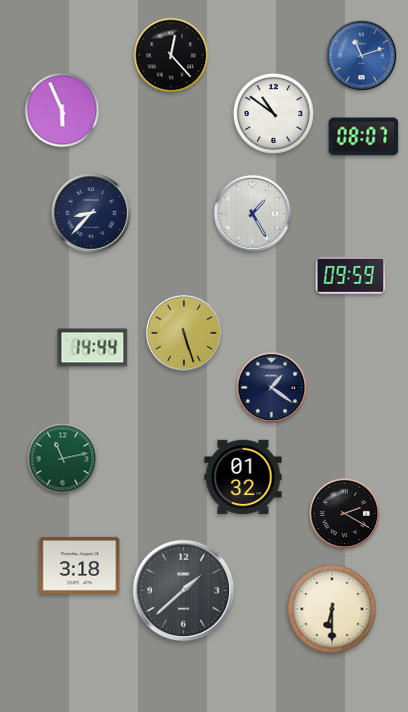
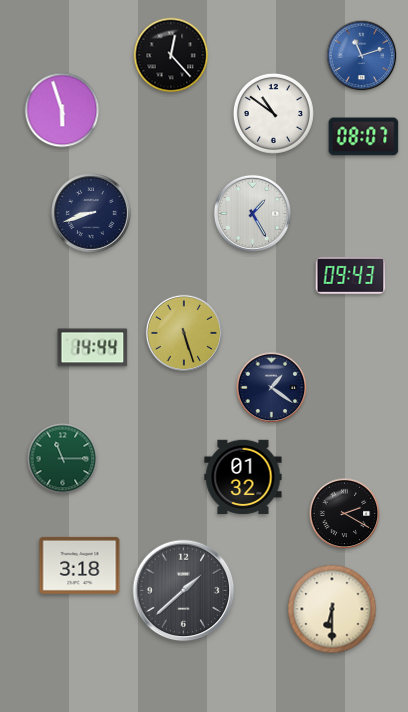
clock at (62, 110): 5:56 -> 5:57
clock at (92, 214): 8:37 -> 8:42
clock at (351, 275): 09:59 -> 09:43
clock at (63, 459): 11:13 -> 11:15
